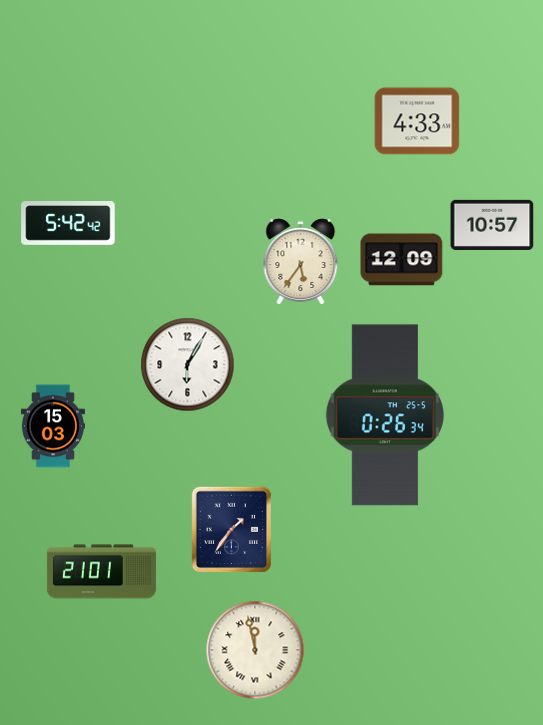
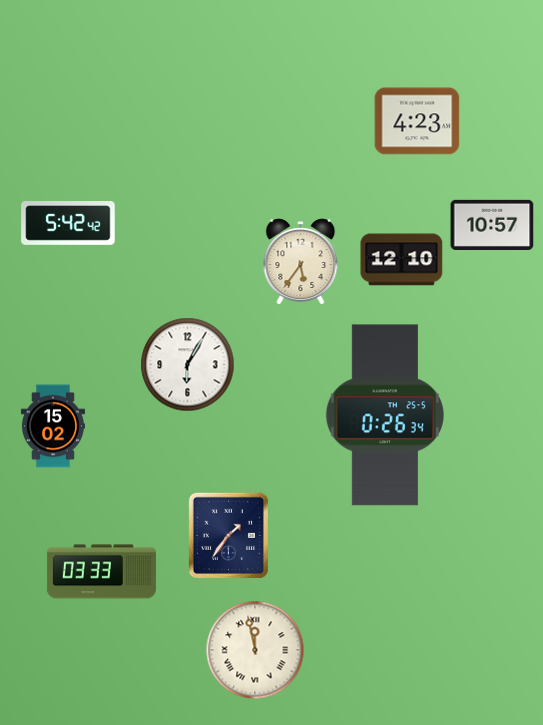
clock at (417, 121): 4:33 -> 4:23
clock at (402, 260): 12:09 -> 12:10
clock at (53, 426): 15:03 -> 15:02
clock at (231, 529) position: (231, 529) -> (228, 535)
clock at (101, 572): 21:01 -> 03:33
